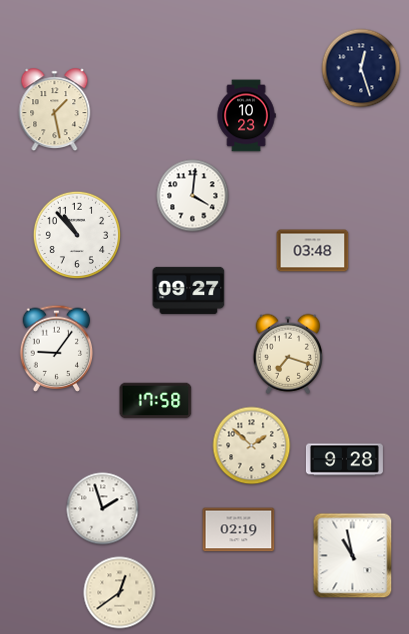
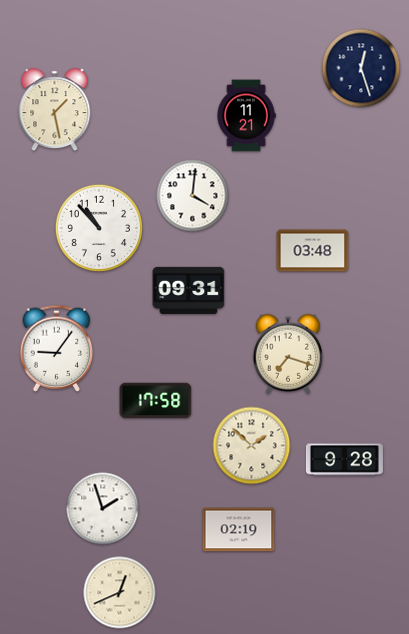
clock at (246, 116): 10:23 -> 11:21
clock at (77, 235) position: (77, 235) -> (99, 228)
clock at (189, 290): 09:27 -> 09:31
clock at (353, 556): 10:58 -> none
clock at (120, 593): 12:39 -> 12:41
